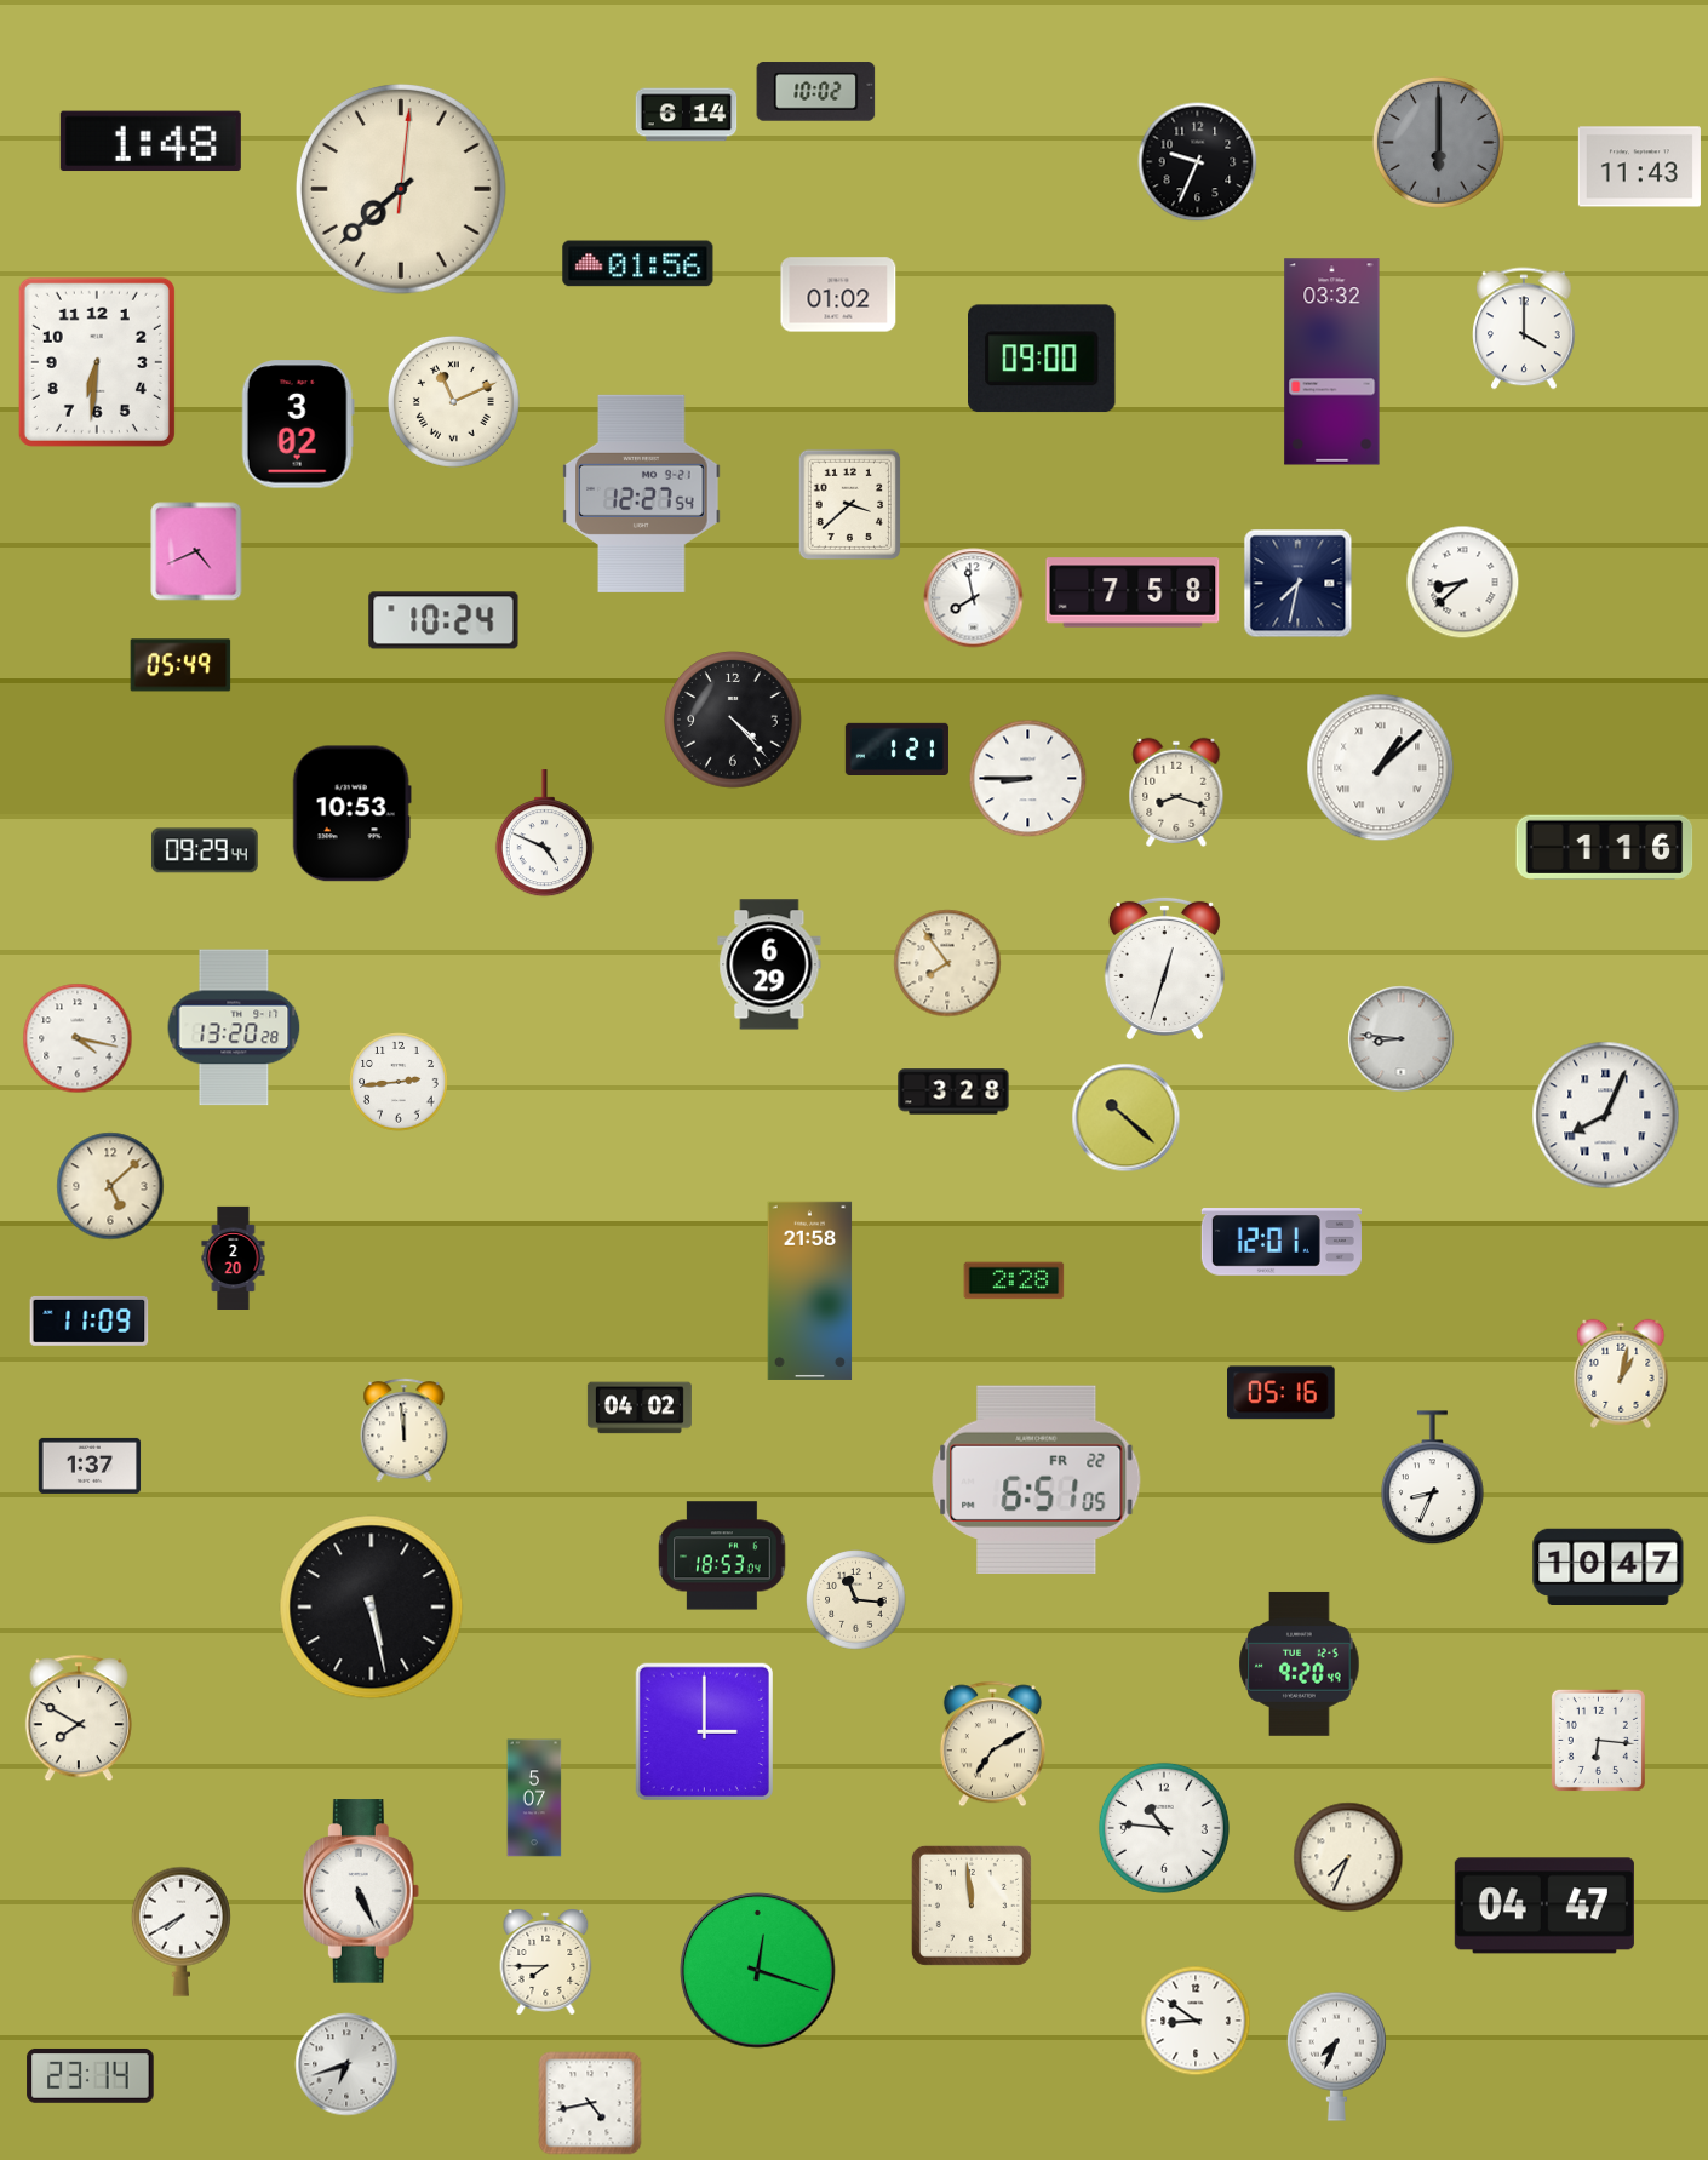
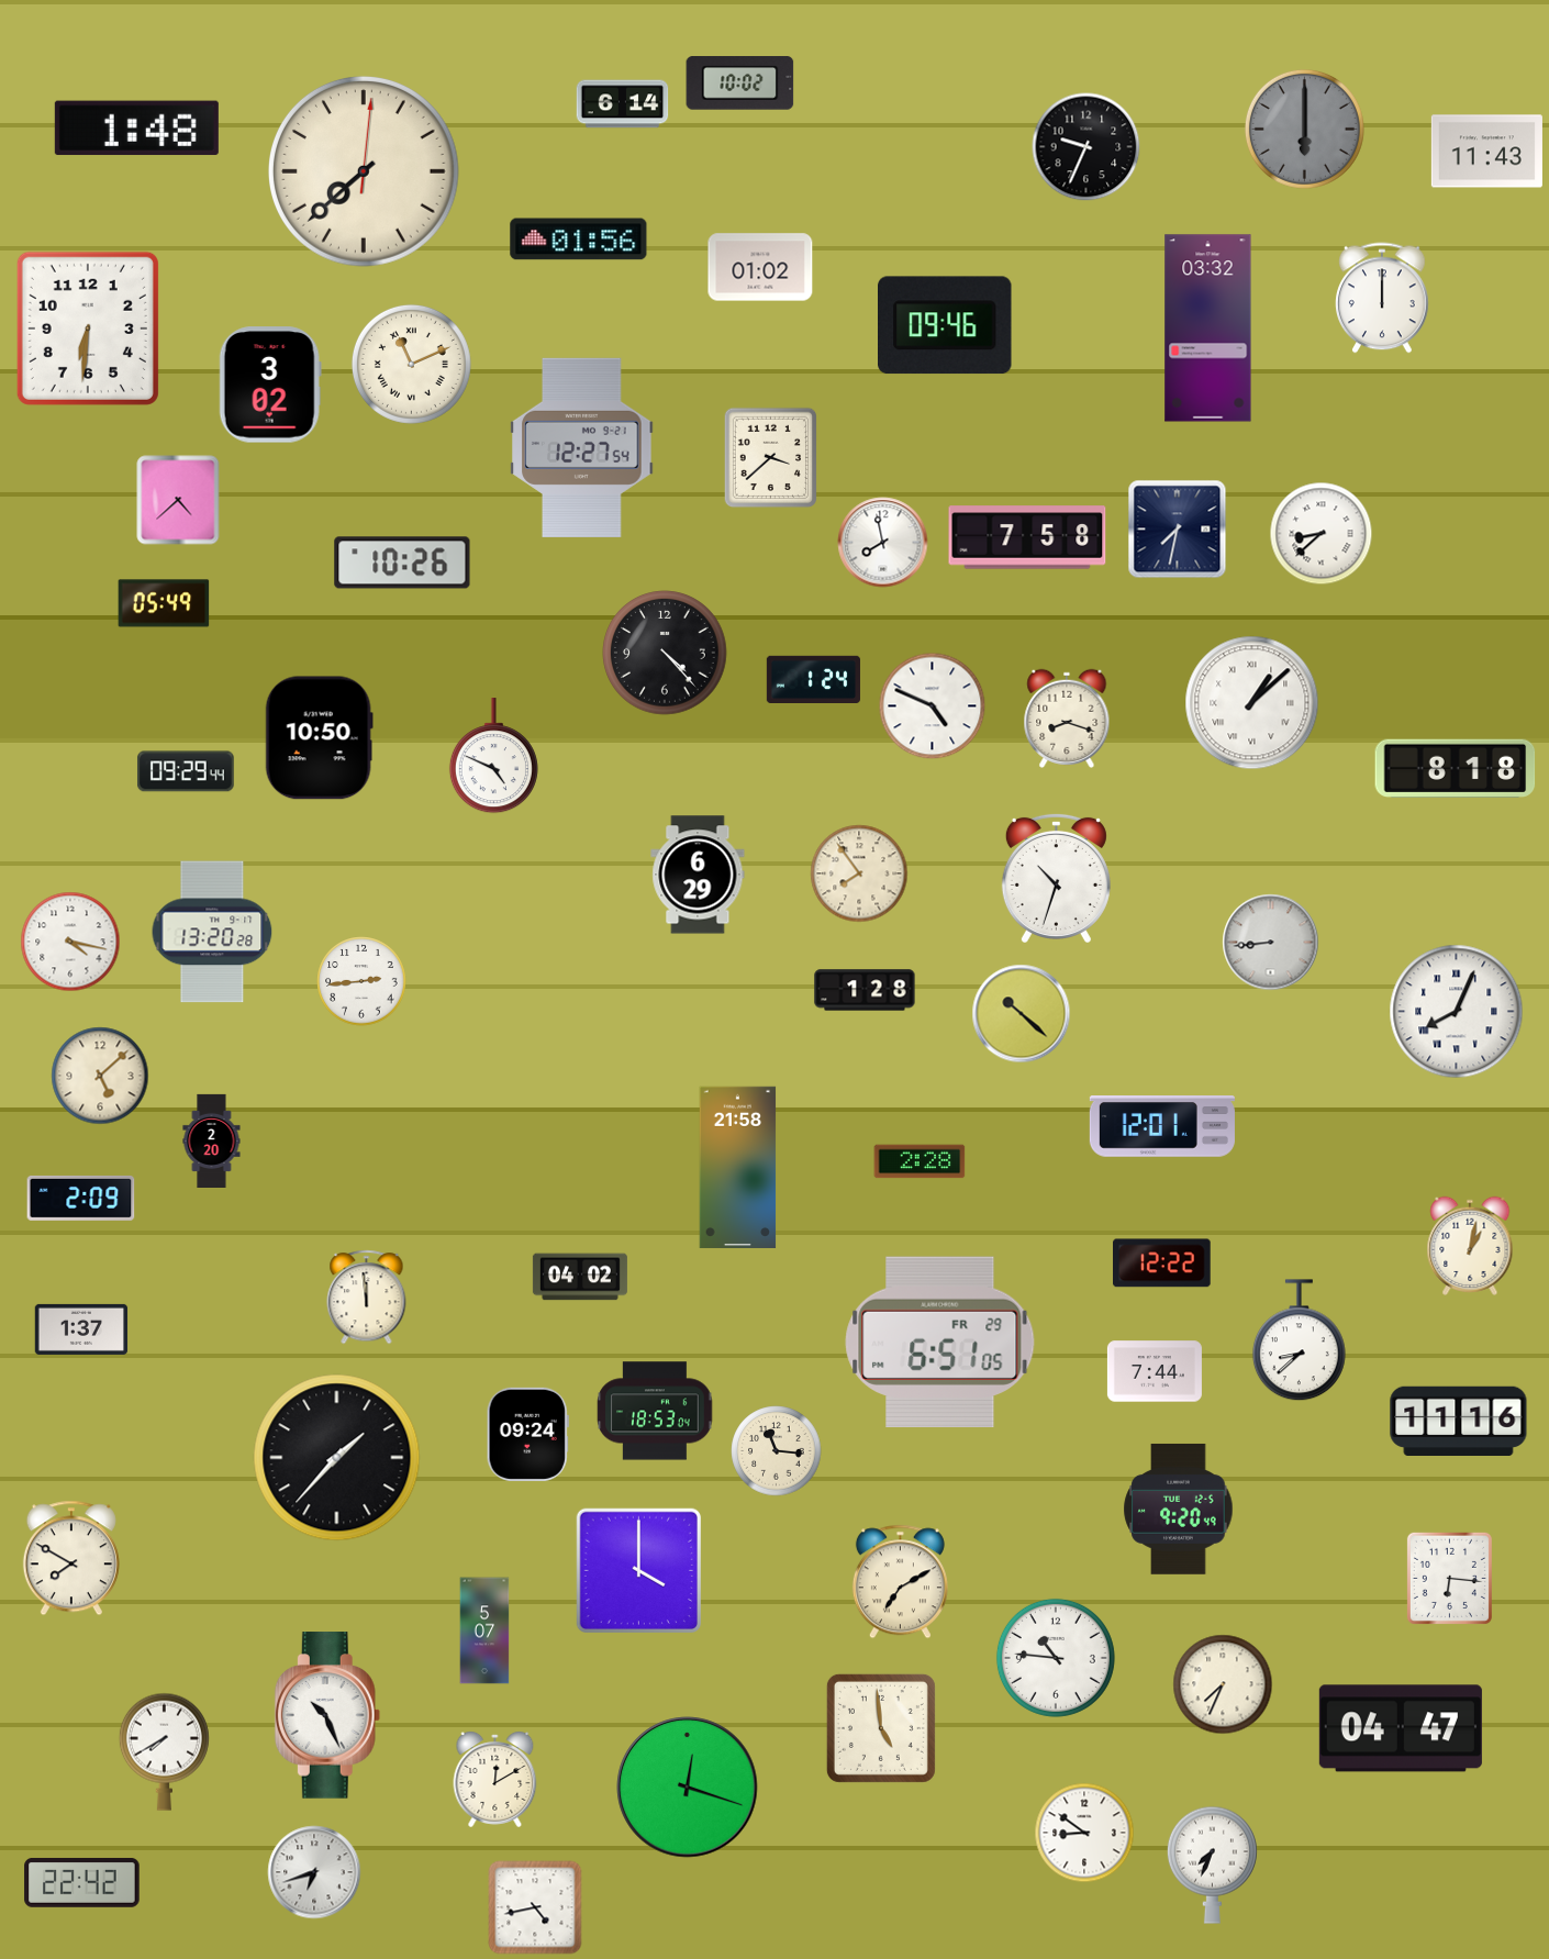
clock at (1525, 328): 4:00 -> 12:00
clock at (1043, 359): 09:00 -> 09:46
clock at (196, 551): 4:41 -> 4:38
clock at (1463, 583) position: (1463, 583) -> (1322, 534)
clock at (443, 620): 10:24 -> 10:26
clock at (896, 750): 1:21 -> 1:24
clock at (1381, 768) position: (1381, 768) -> (1252, 703)
clock at (1028, 779): 8:45 -> 4:49
clock at (351, 814): 10:53 -> 10:50
clock at (1605, 847): 1:16 -> 8:18
clock at (1164, 968): 12:33 -> 10:33
clock at (1402, 1039): 8:46 -> 8:44
clock at (953, 1092): 3:28 -> 1:28
clock at (810, 1290) position: (810, 1290) -> (738, 1167)
clock at (90, 1320): 11:09 -> 2:09
clock at (1282, 1393): 05:16 -> 12:22
clock at (1432, 1478): 8:34 -> 8:38
clock at (1037, 1480) date: FR 22 -> FR 29
clock at (1155, 1371): none -> 7:44
clock at (1609, 1566): 10:47 -> 11:16
clock at (527, 1434): none -> 09:24
clock at (372, 1608): 5:28 -> 1:37
clock at (704, 1731): 3:00 -> 4:00
clock at (361, 1891): 5:26 -> 10:26
clock at (972, 1906): 11:59 -> 4:59
clock at (546, 1961): 7:45 -> 12:10
clock at (91, 2075): 23:14 -> 22:42
